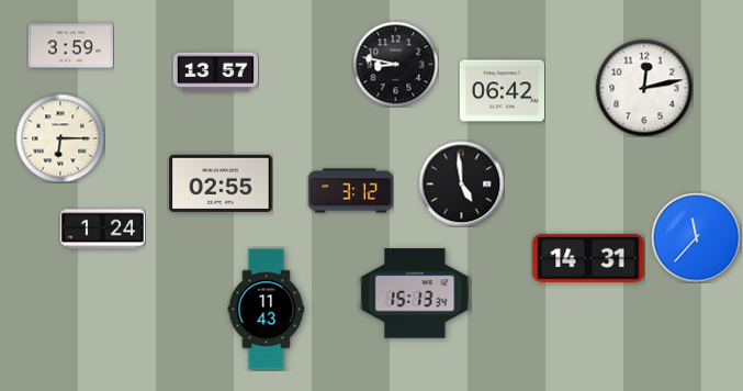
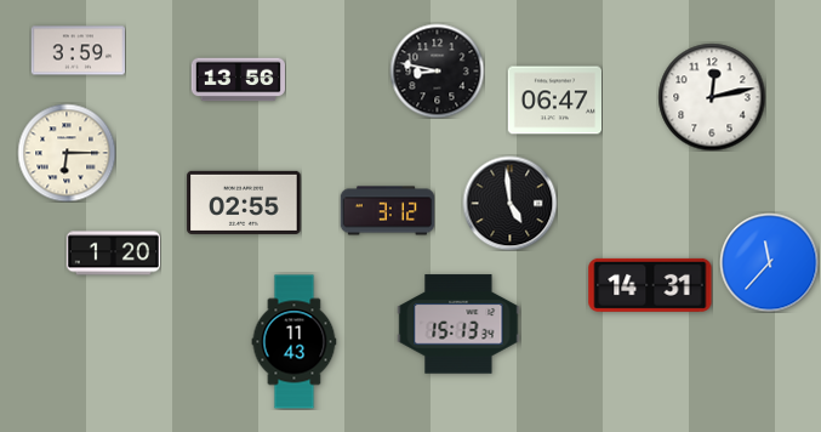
clock at (215, 72): 13:57 -> 13:56
clock at (502, 91): 06:42 -> 06:47
clock at (102, 230): 1:24 -> 1:20
